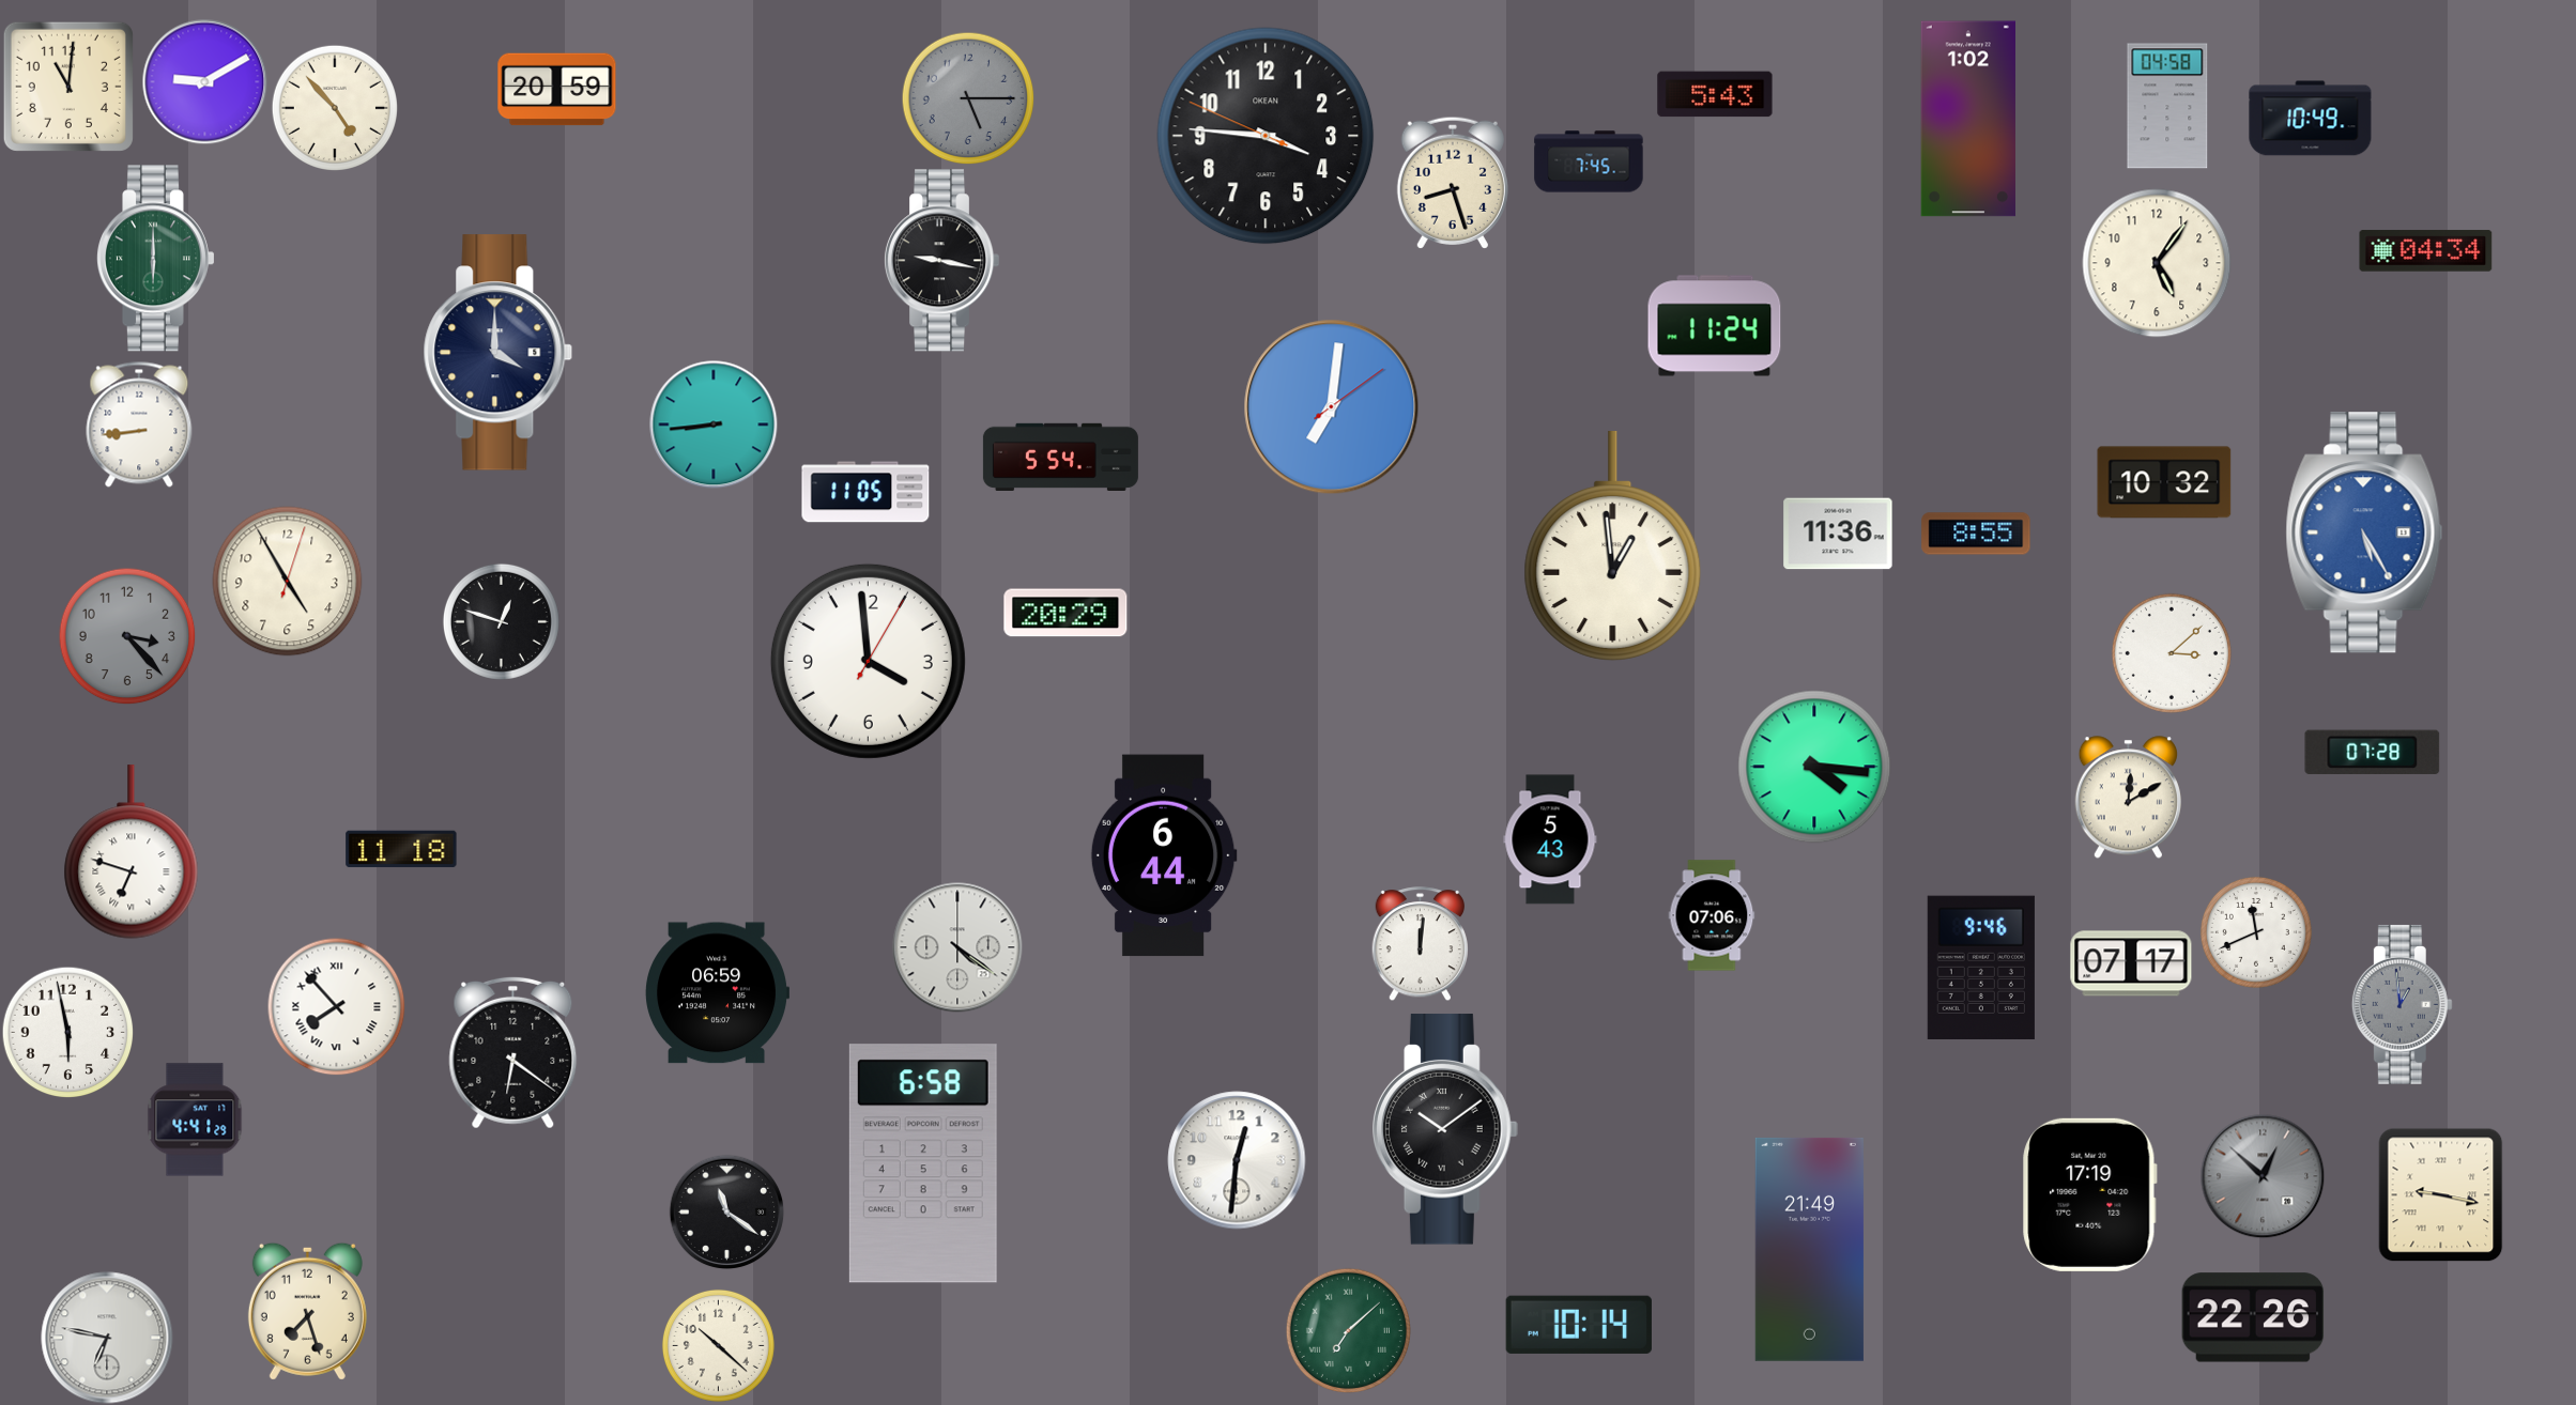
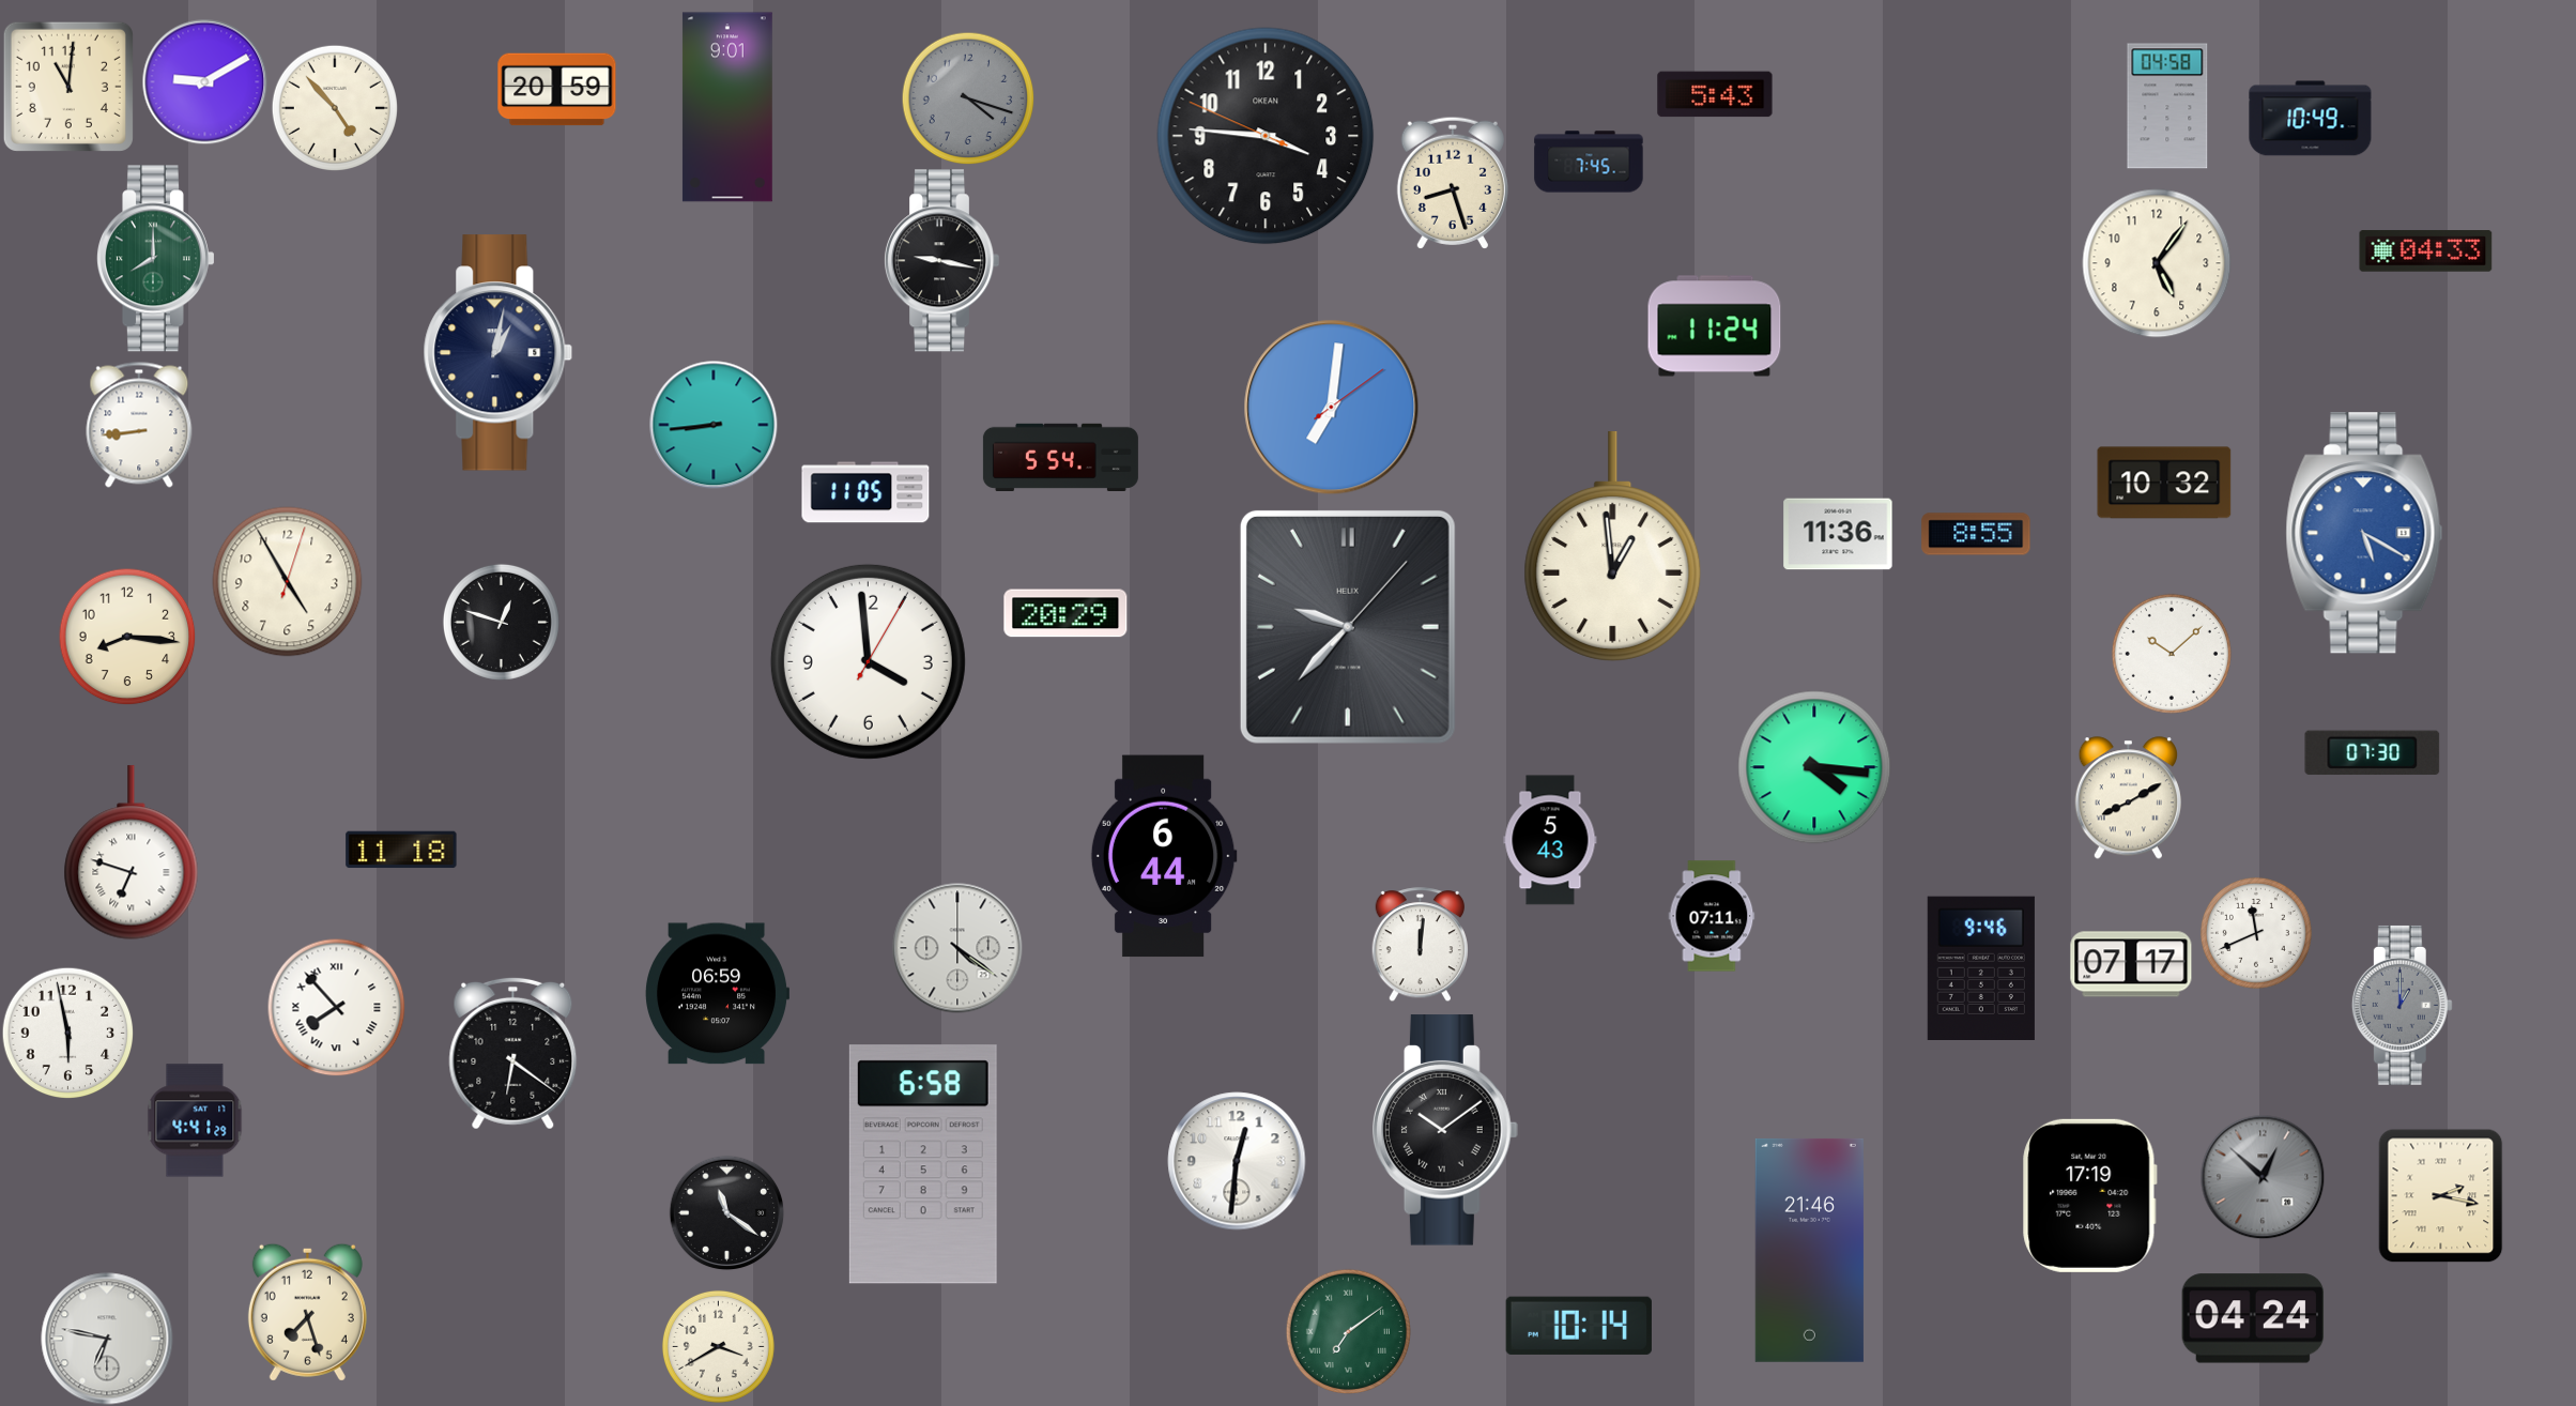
clock at (968, 98): 5:15 -> 4:18
clock at (727, 107): none -> 9:01
clock at (1968, 119): 1:02 -> none
clock at (2426, 251): 04:34 -> 04:33
clock at (155, 259): 6:00 -> 8:00
clock at (499, 353): 4:00 -> 1:02
clock at (2364, 532): 5:25 -> 5:20
clock at (1348, 627): none -> 9:37
clock at (127, 636): 3:23 -> 8:16
clock at (127, 636) dial: grey -> cream
clock at (2172, 653): 3:08 -> 10:08
clock at (2373, 753): 07:28 -> 07:30
clock at (2128, 798): 12:10 -> 8:10
clock at (1712, 915): 07:06 -> 07:11
clock at (2402, 1004): 12:59 -> 1:00
clock at (2441, 1194): 9:17 -> 2:17
clock at (1809, 1249): 21:49 -> 21:46
clock at (2253, 1317): 22:26 -> 04:24
clock at (1348, 1330): 7:08 -> 7:09
clock at (718, 1345): 10:22 -> 3:40
